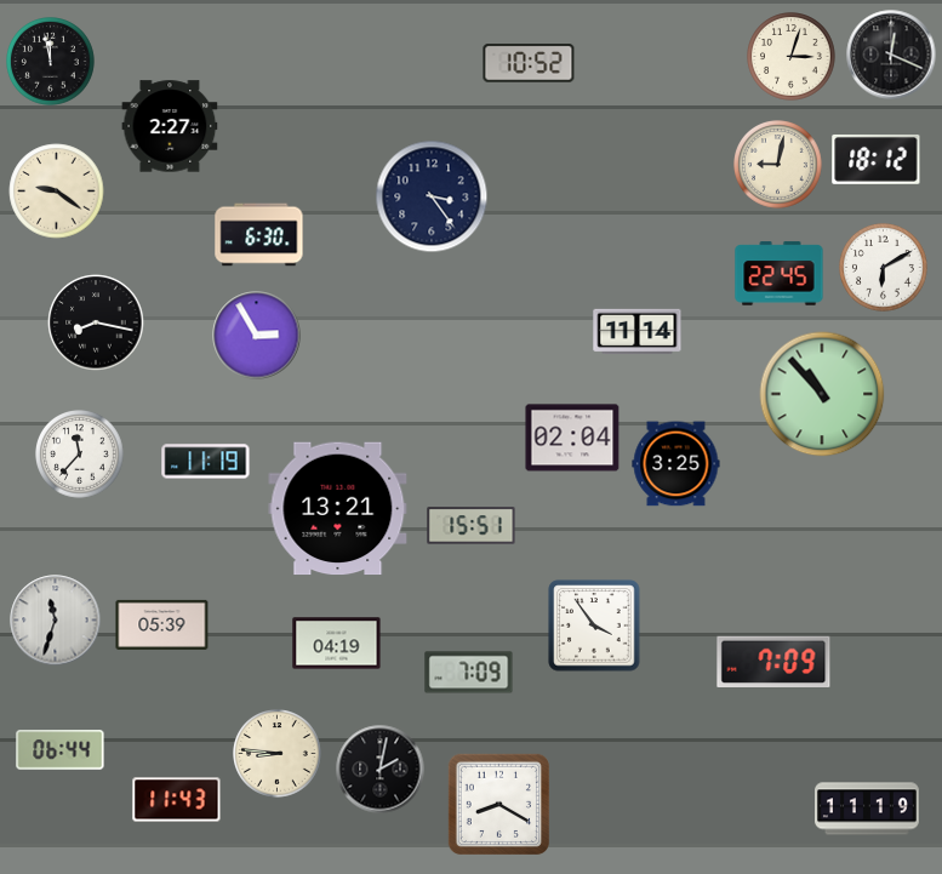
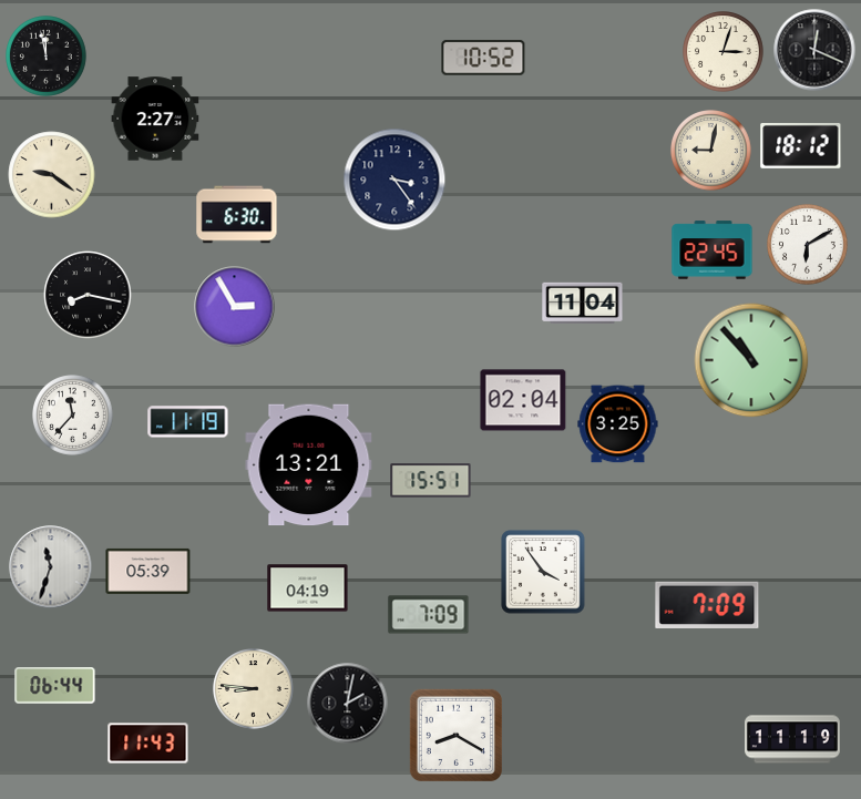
clock at (170, 126) position: (170, 126) -> (155, 119)
clock at (638, 331): 11:14 -> 11:04
clock at (177, 800) position: (177, 800) -> (148, 744)
